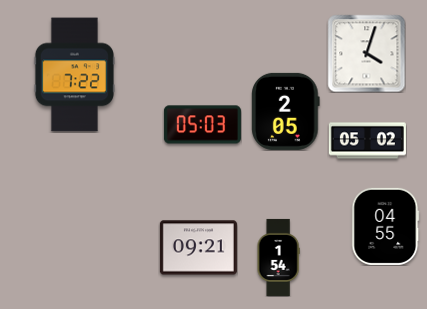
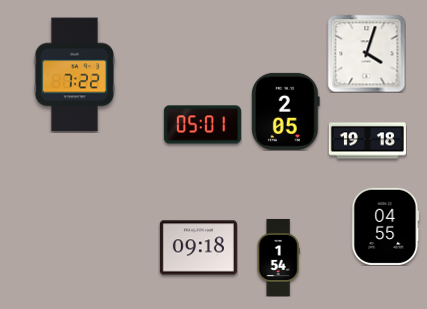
clock at (202, 125): 05:03 -> 05:01
clock at (367, 141): 05:02 -> 19:18
clock at (198, 248): 09:21 -> 09:18
